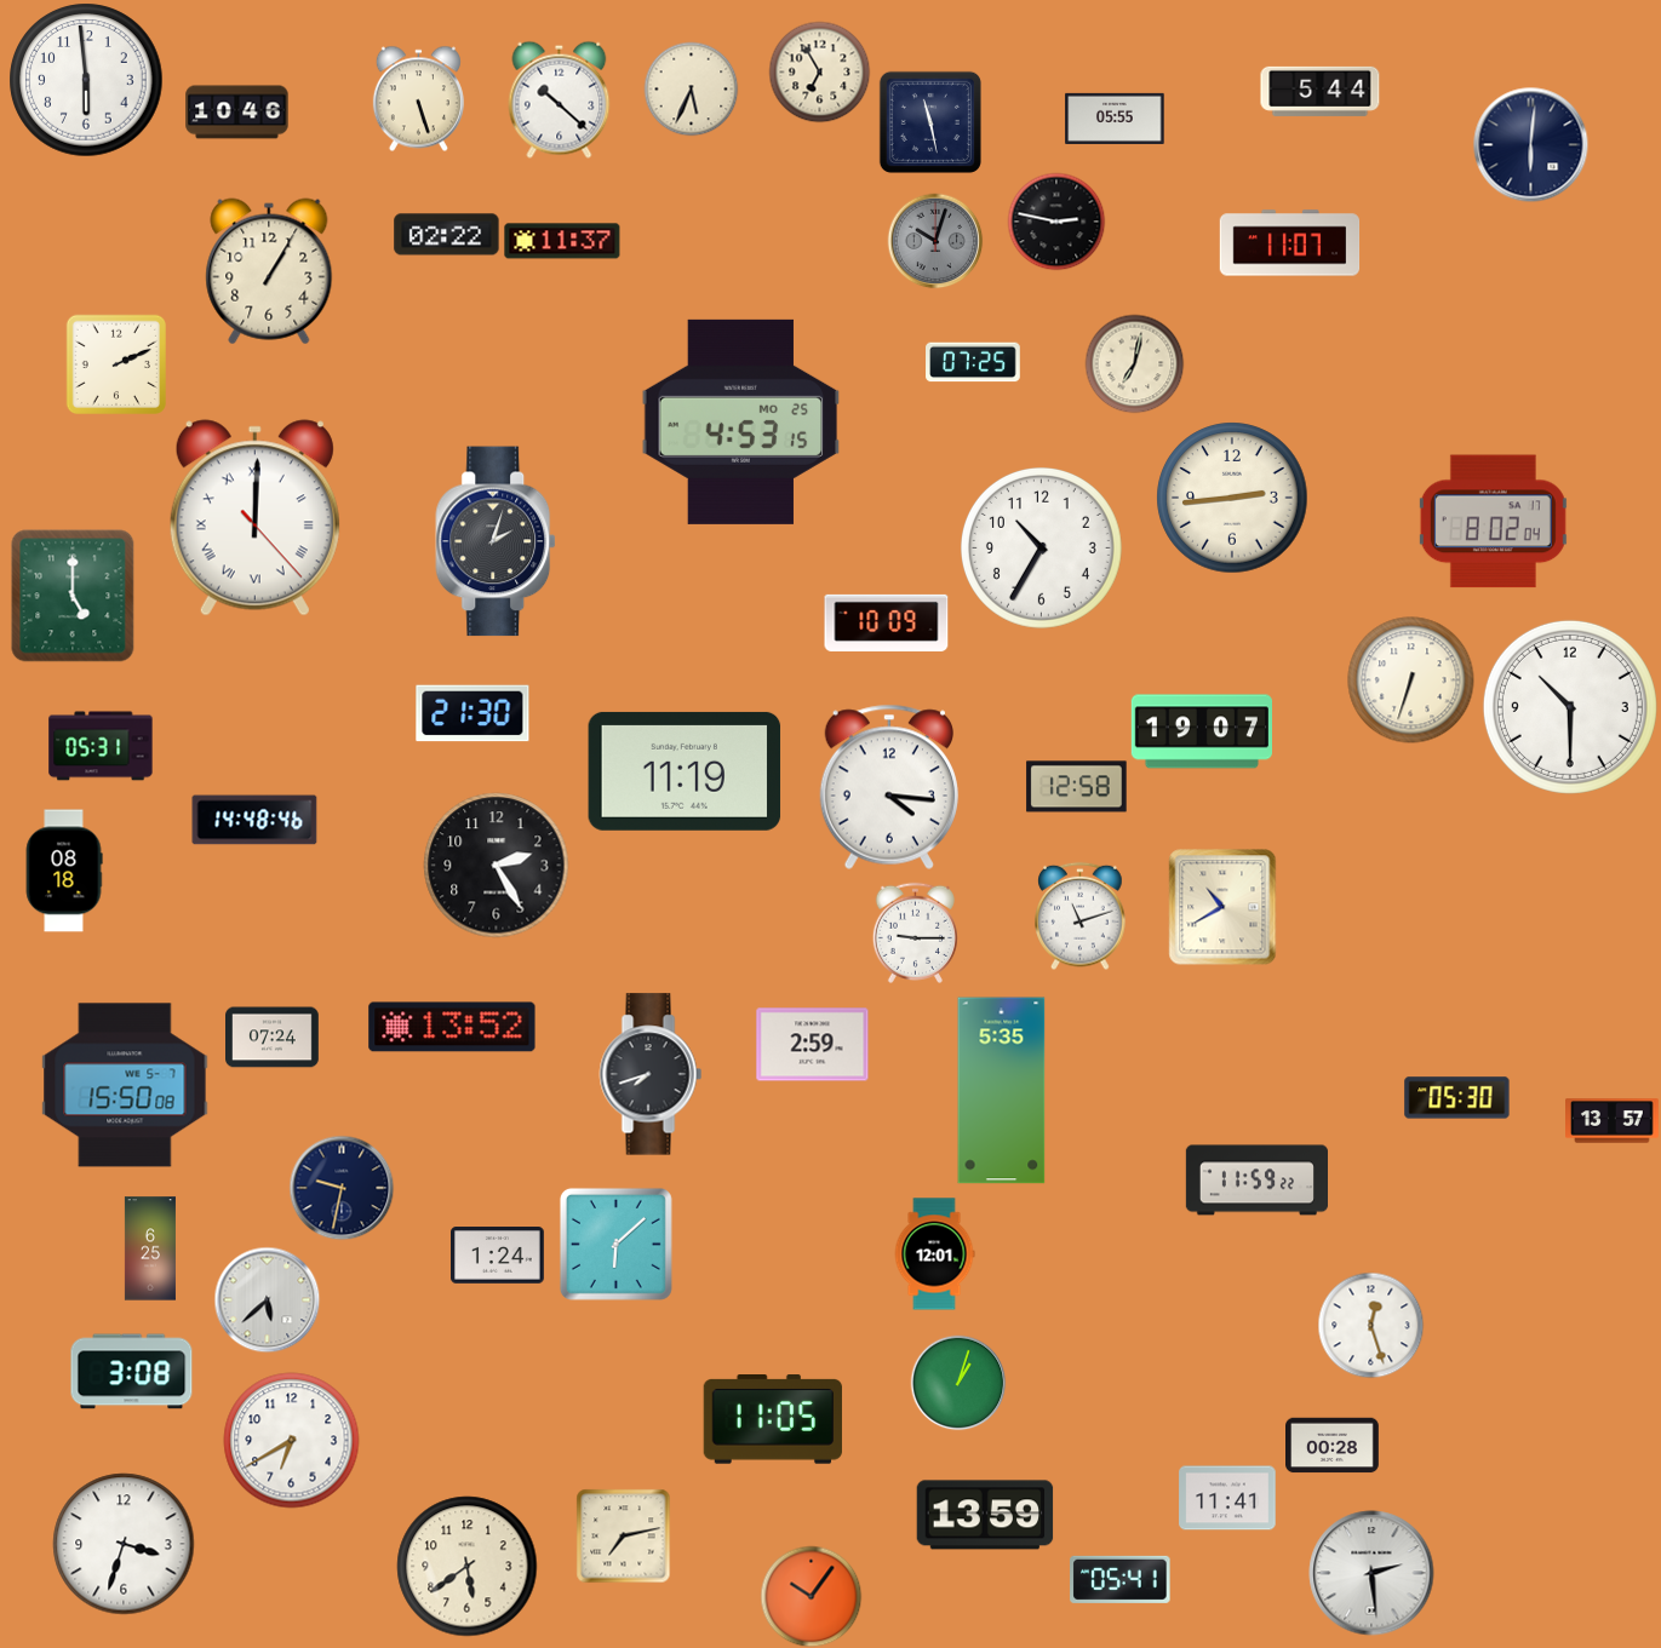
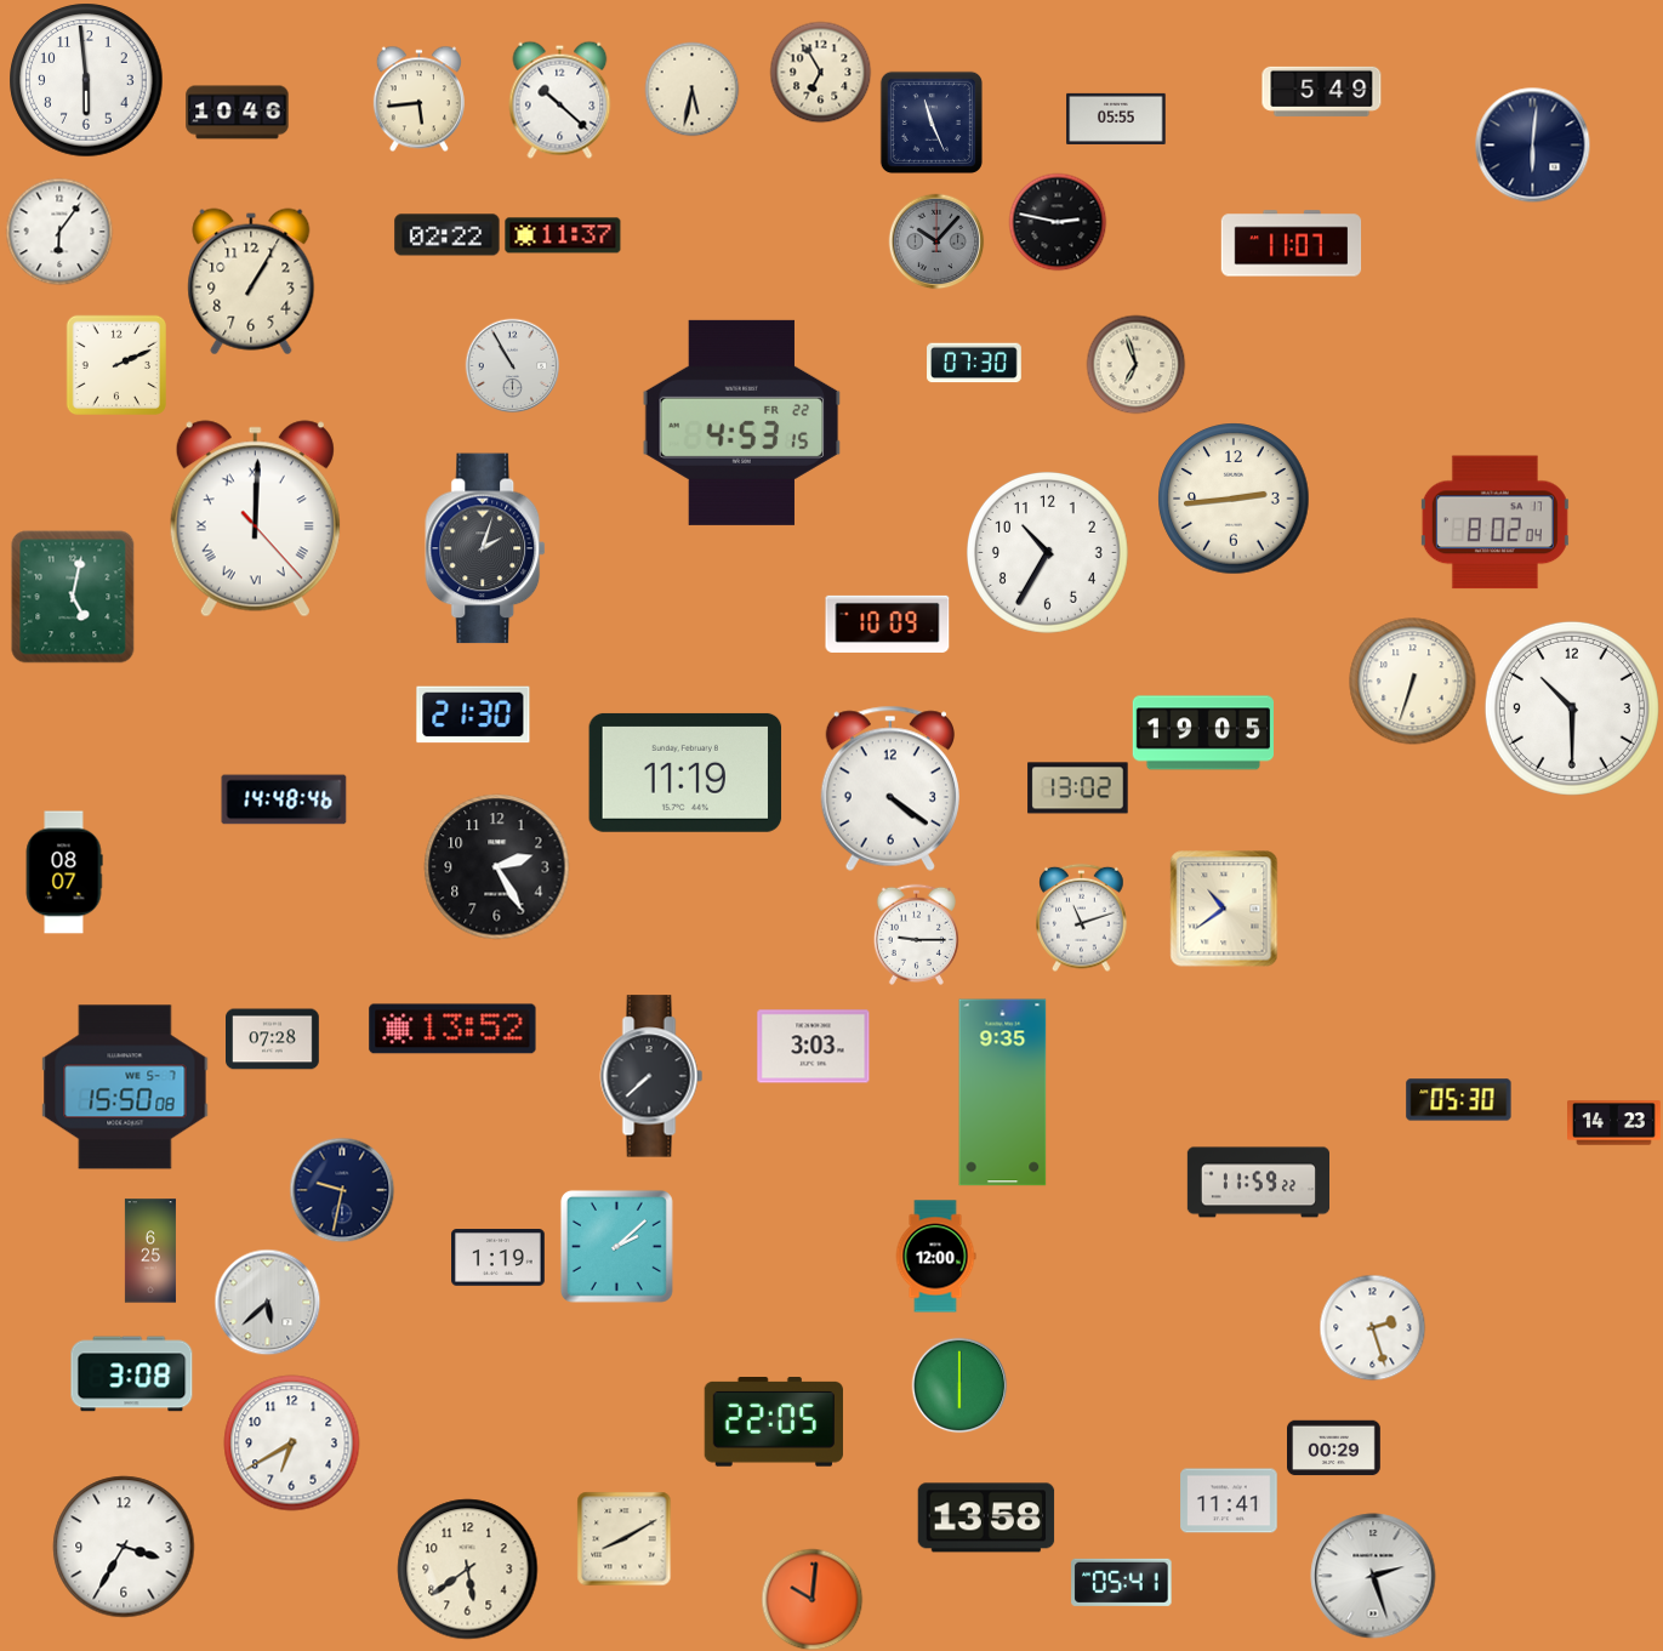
clock at (691, 88): 5:34 -> 5:32
clock at (1321, 91): 5:44 -> 5:49
clock at (418, 98): 5:27 -> 5:44
clock at (930, 122): 11:28 -> 11:26
clock at (59, 232): none -> 6:06
clock at (562, 241) position: (562, 241) -> (563, 235)
clock at (935, 241): 10:03 -> 10:07
clock at (269, 271) position: (269, 271) -> (251, 281)
clock at (973, 362): 07:25 -> 07:30
clock at (1134, 363): 7:02 -> 6:57
clock at (512, 365): none -> 10:55
clock at (741, 421) date: MO 25 -> FR 22
clock at (497, 541) position: (497, 541) -> (486, 548)
clock at (1041, 547) position: (1041, 547) -> (1047, 552)
clock at (73, 596): 5:00 -> 5:02
clock at (1201, 731): 19:07 -> 19:05
clock at (101, 746): 05:31 -> none
clock at (889, 787): 4:16 -> 4:21
clock at (1077, 787): 12:58 -> 13:02
clock at (254, 820) position: (254, 820) -> (284, 799)
clock at (64, 871): 08:18 -> 08:07
clock at (1222, 907): 10:40 -> 10:39
clock at (273, 1038): 07:24 -> 07:28
clock at (813, 1045): 2:59 -> 3:03
clock at (651, 1074): 7:42 -> 7:38
clock at (1002, 1091): 5:35 -> 9:35
clock at (1613, 1121): 13:57 -> 14:23
clock at (615, 1244): 6:08 -> 2:08
clock at (934, 1254): 12:01 -> 12:00
clock at (498, 1256): 1:24 -> 1:19
clock at (1370, 1325): 12:27 -> 2:27
clock at (958, 1383): 1:03 -> 6:00
clock at (773, 1420): 11:05 -> 22:05
clock at (1333, 1446): 00:28 -> 00:29
clock at (985, 1515): 13:59 -> 13:58
clock at (623, 1535): 7:13 -> 8:10
clock at (124, 1544): 3:33 -> 3:35
clock at (1371, 1573): 2:29 -> 2:27
clock at (811, 1596): 10:06 -> 10:01
